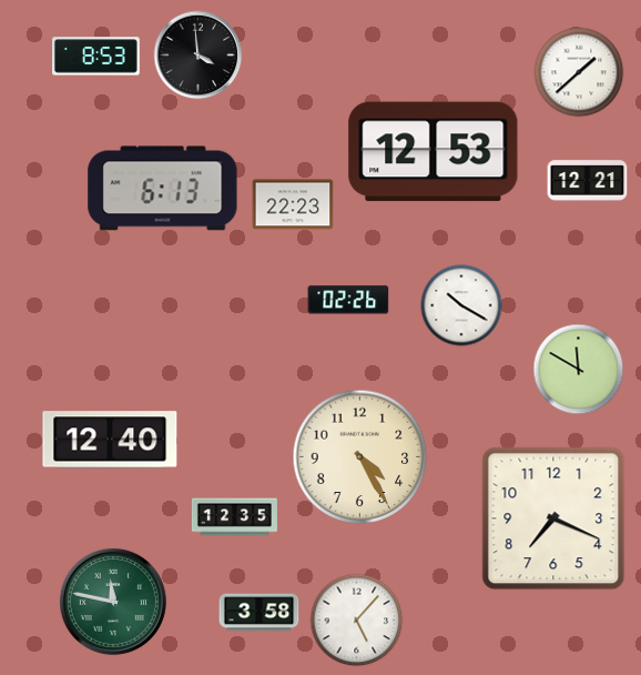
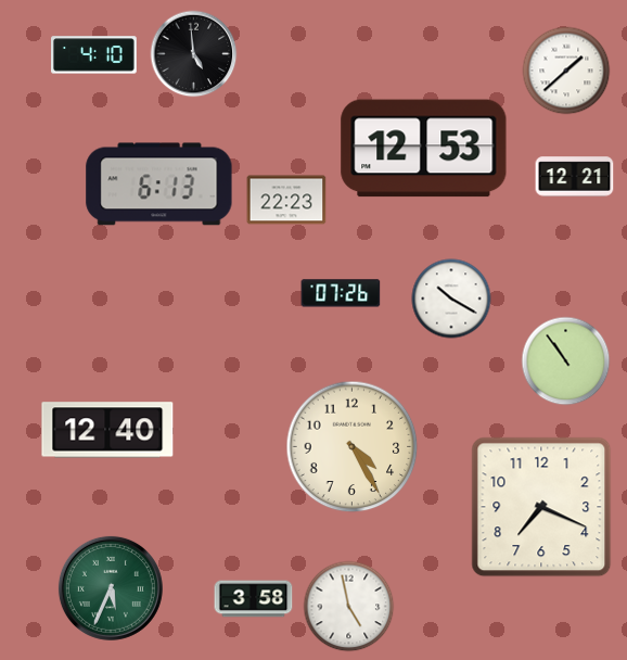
clock at (199, 56): 3:59 -> 4:59
clock at (96, 57): 8:53 -> 4:10
clock at (348, 300): 02:26 -> 07:26
clock at (579, 370): 11:50 -> 10:54
clock at (234, 517): 12:35 -> none
clock at (113, 602): 11:47 -> 5:34
clock at (357, 621): 5:07 -> 4:58
